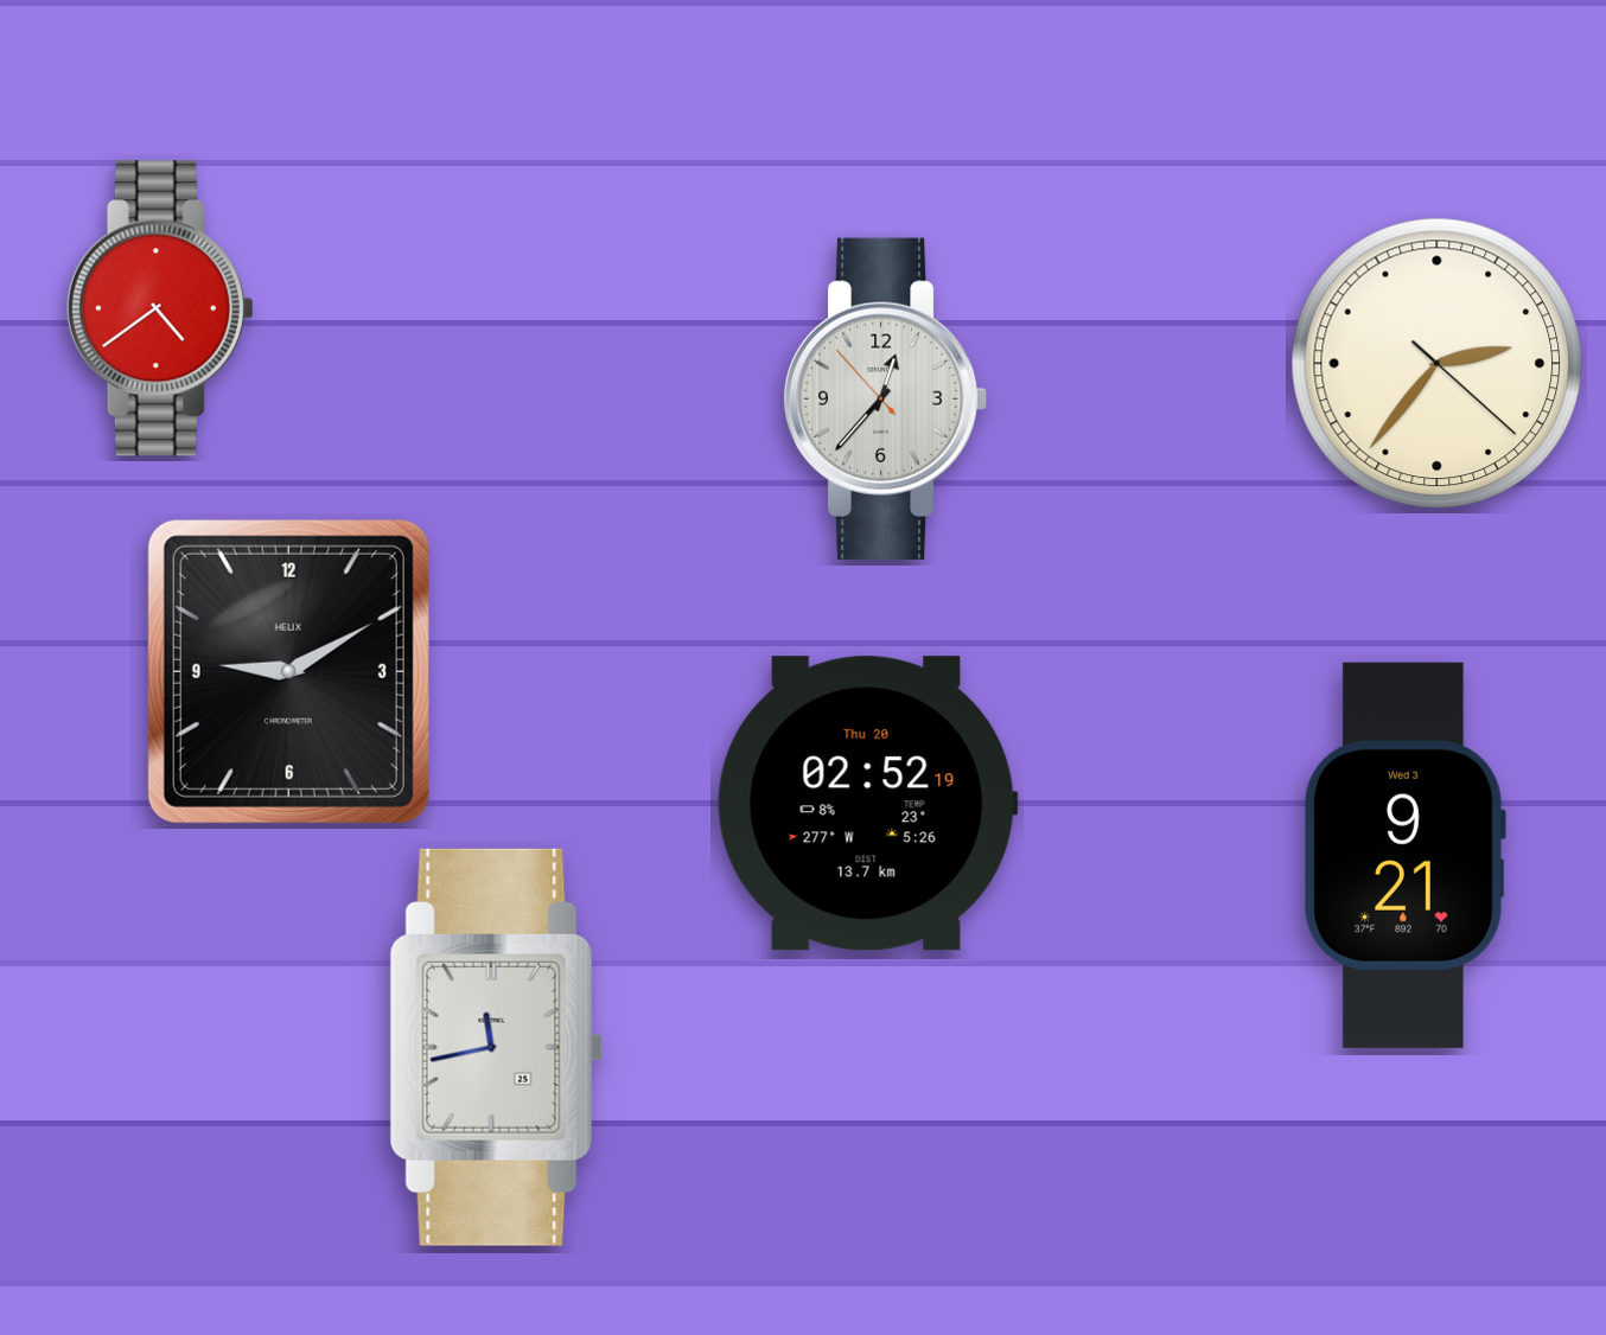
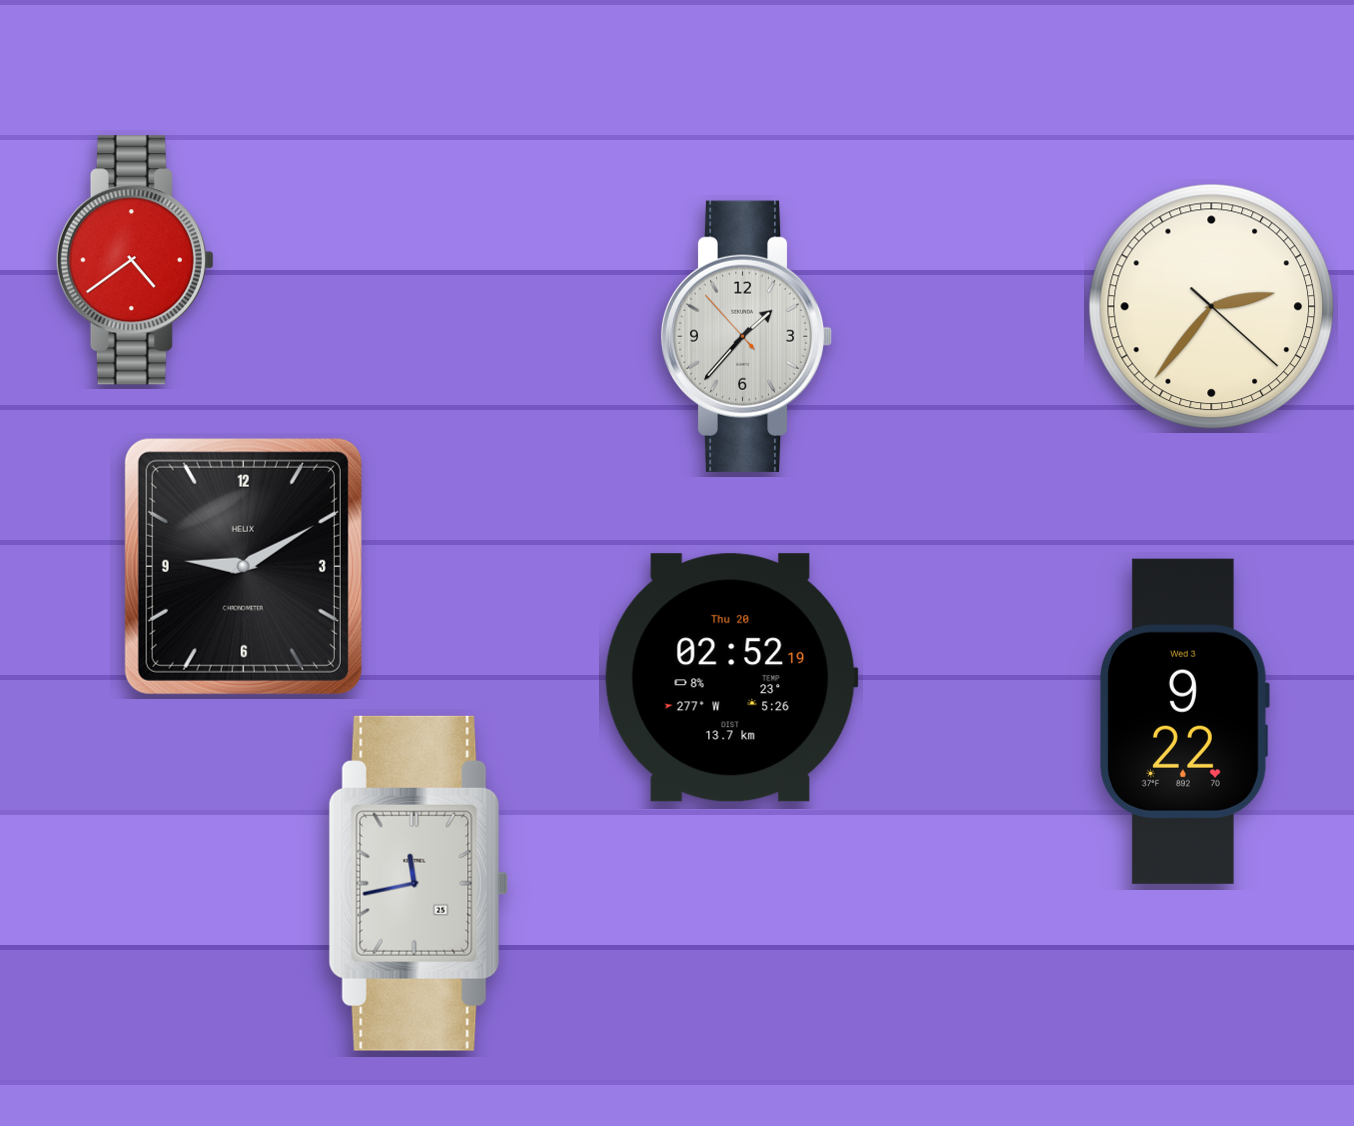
clock at (885, 398): 12:36 -> 1:36
clock at (1404, 855): 9:21 -> 9:22
